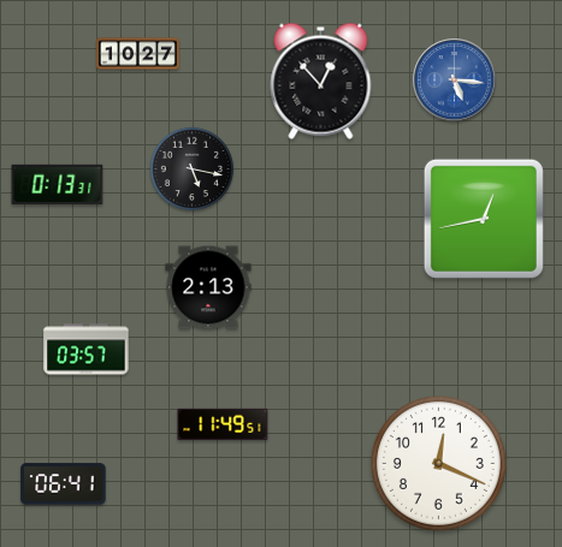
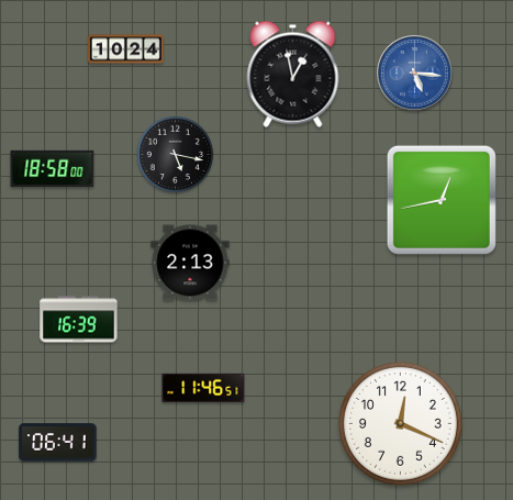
clock at (138, 54): 10:27 -> 10:24
clock at (321, 81): 12:53 -> 12:58
clock at (58, 185): 0:13 -> 18:58
clock at (87, 350): 03:57 -> 16:39
clock at (223, 424): 11:49 -> 11:46
